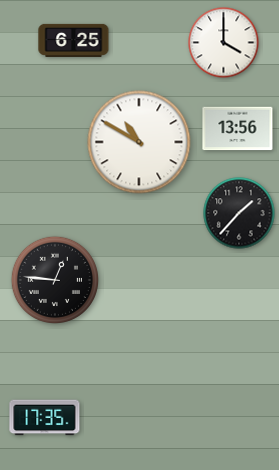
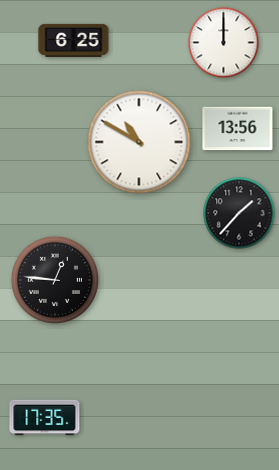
clock at (224, 43): 4:00 -> 12:00
